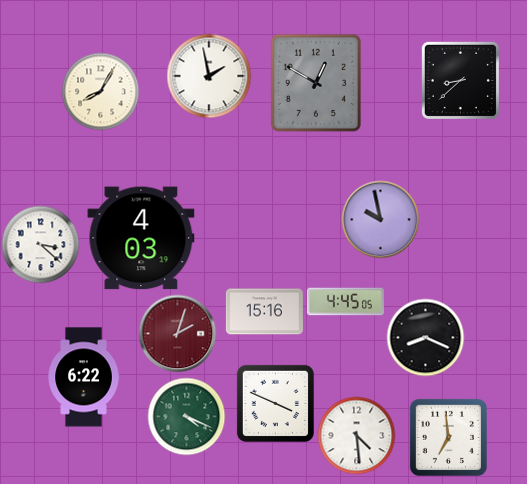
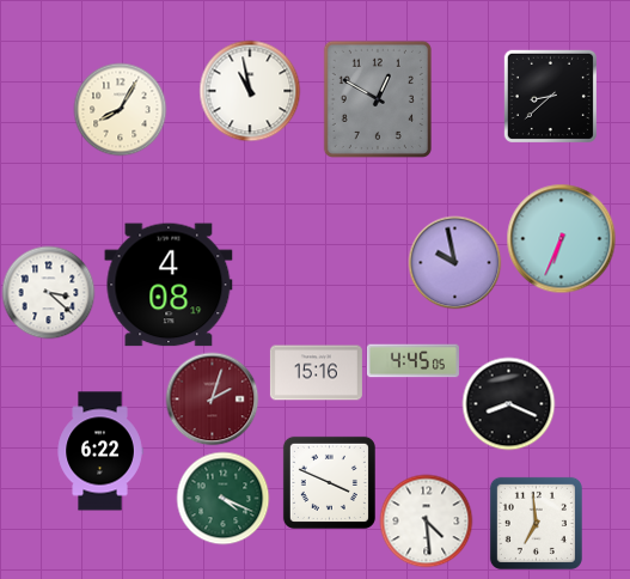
clock at (209, 76): 1:58 -> 10:58
clock at (561, 238): none -> 6:34
clock at (141, 238): 4:03 -> 4:08
